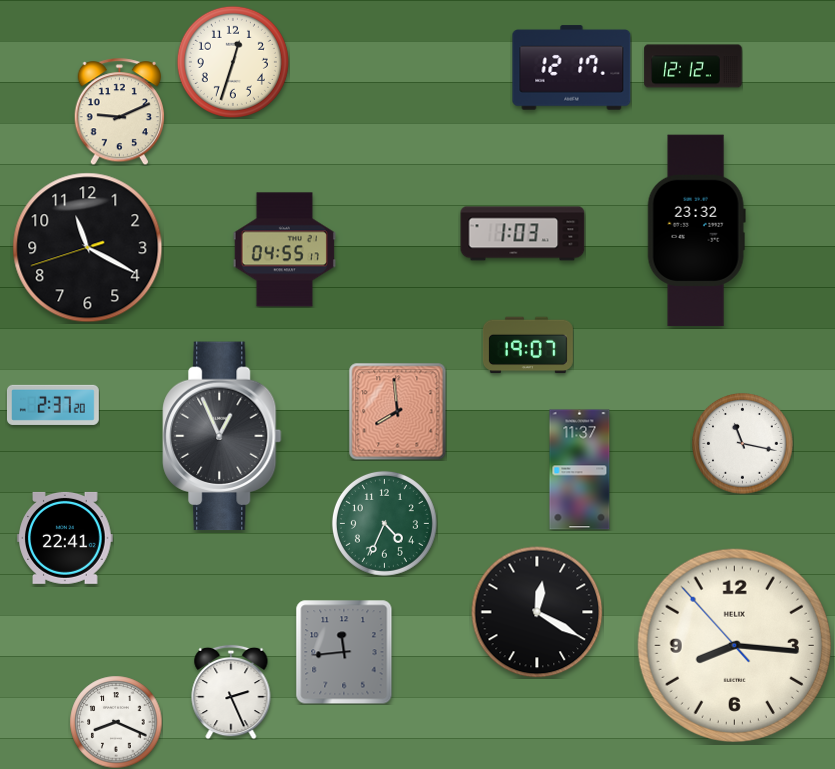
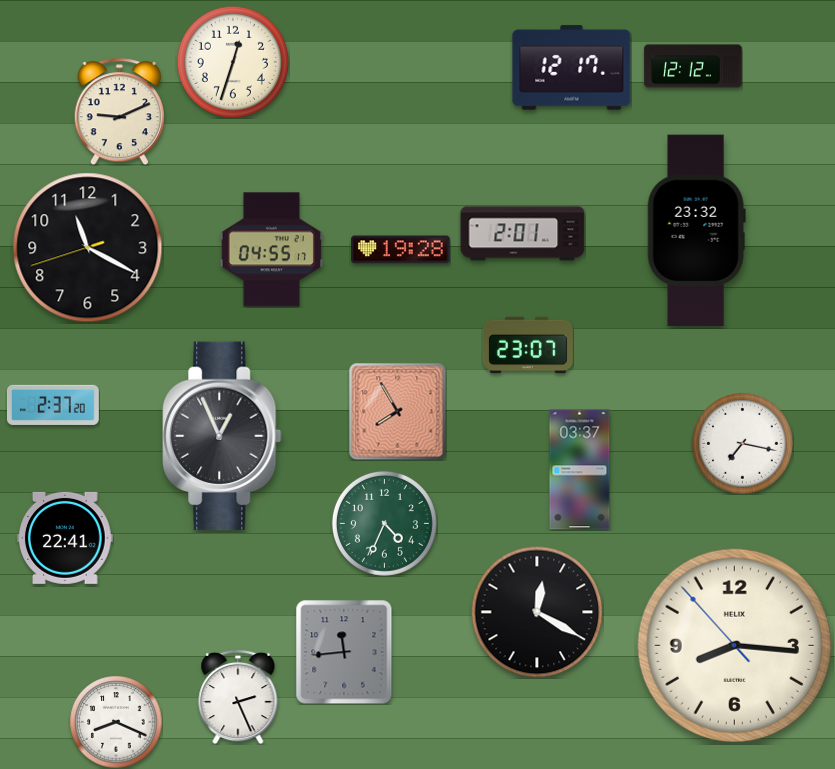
clock at (523, 234): 1:03 -> 2:01
clock at (284, 250) position: (284, 250) -> (271, 250)
clock at (401, 250): none -> 19:28
clock at (528, 345): 19:07 -> 23:07
clock at (397, 411): 7:59 -> 7:55
clock at (743, 444): 11:17 -> 7:17
clock at (580, 470): 11:37 -> 03:37
clock at (231, 692) position: (231, 692) -> (238, 697)
